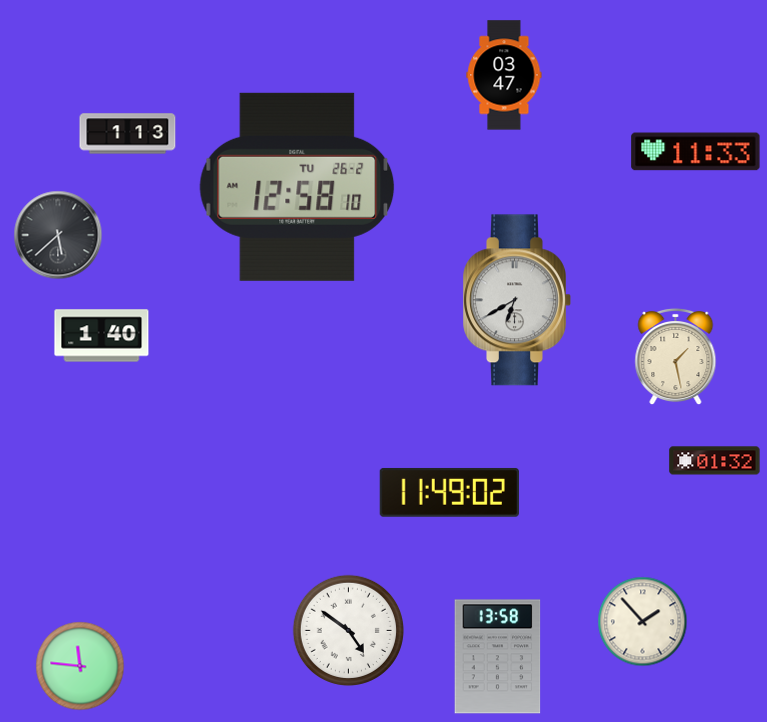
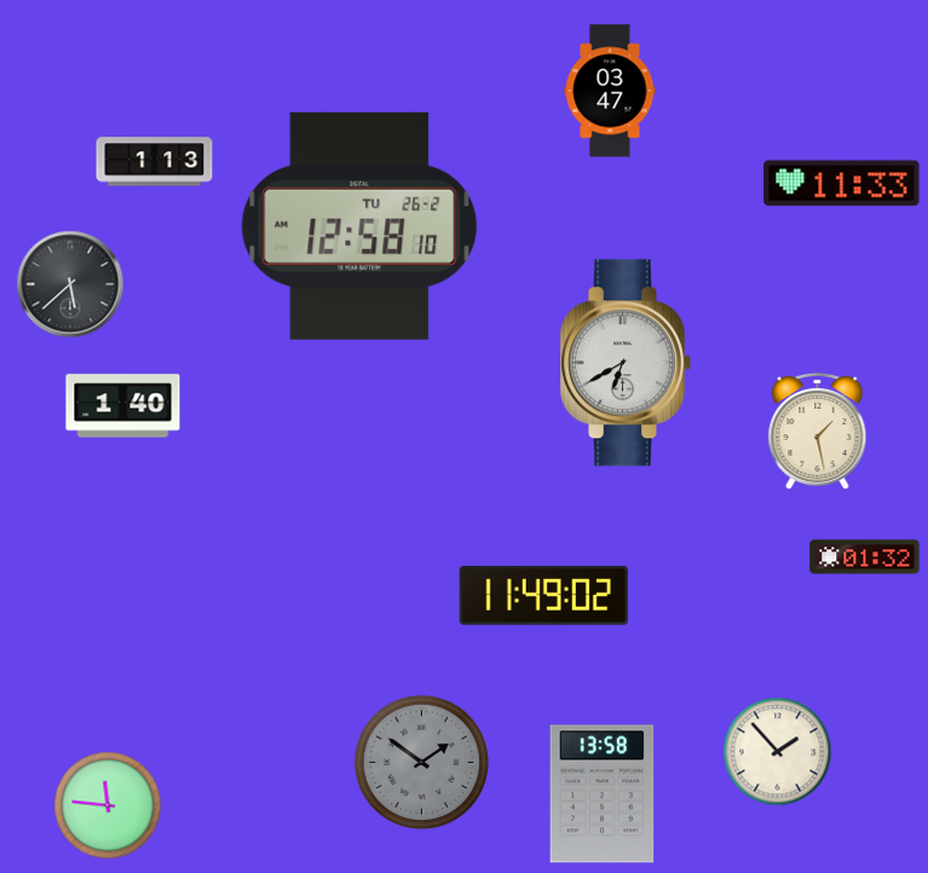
clock at (348, 630): 4:51 -> 1:51
clock at (348, 630) dial: white -> grey
clock at (80, 666) position: (80, 666) -> (108, 805)
